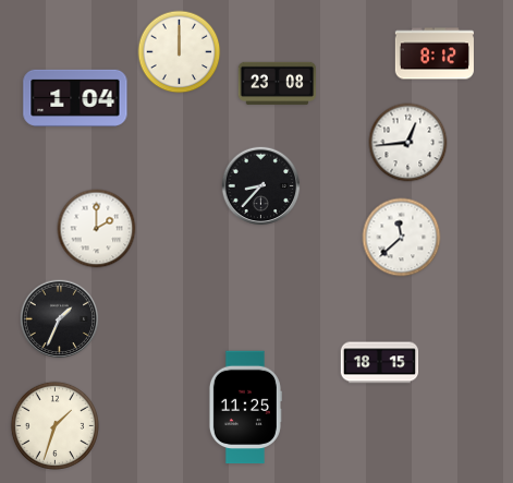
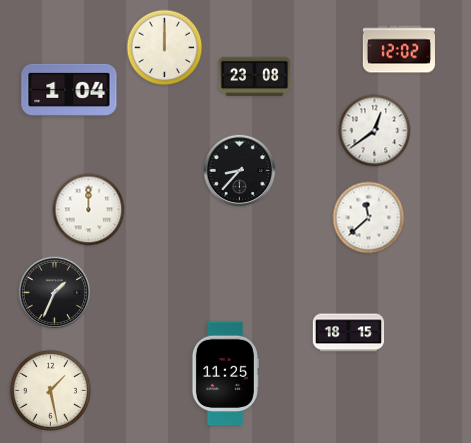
clock at (435, 53): 8:12 -> 12:02
clock at (408, 143): 12:44 -> 12:39
clock at (97, 229): 2:00 -> 12:00
clock at (54, 425): 1:33 -> 1:28
